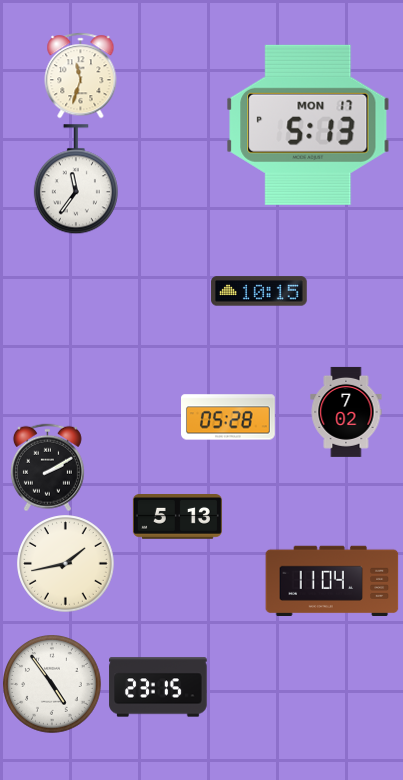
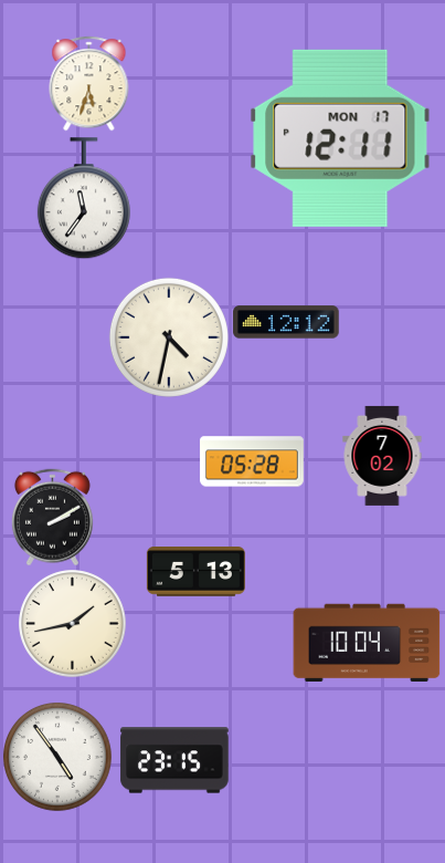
clock at (81, 75): 11:33 -> 5:33
clock at (308, 125): 5:13 -> 12:11
clock at (259, 291): 10:15 -> 12:12
clock at (169, 337): none -> 4:32
clock at (332, 580): 11:04 -> 10:04
